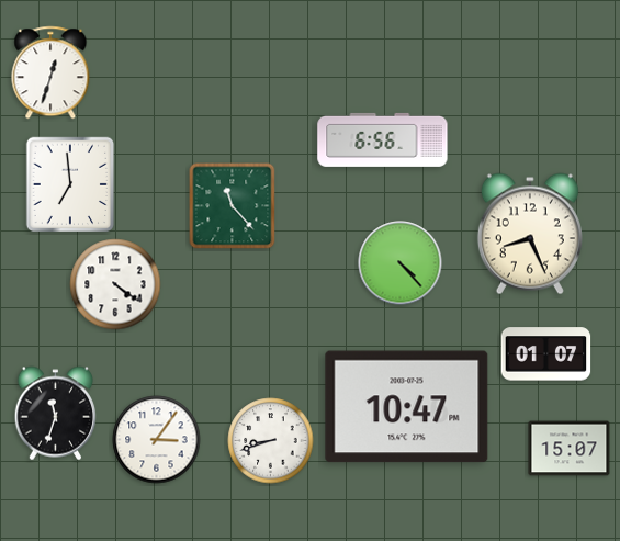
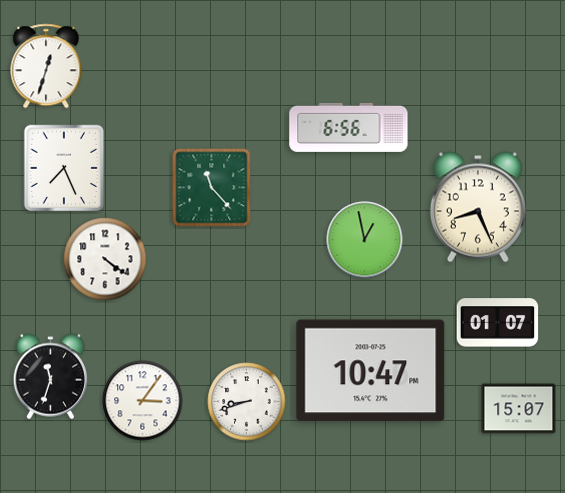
clock at (70, 184): 6:59 -> 7:26
clock at (530, 234) position: (530, 234) -> (478, 207)
clock at (401, 263): 4:23 -> 12:58
